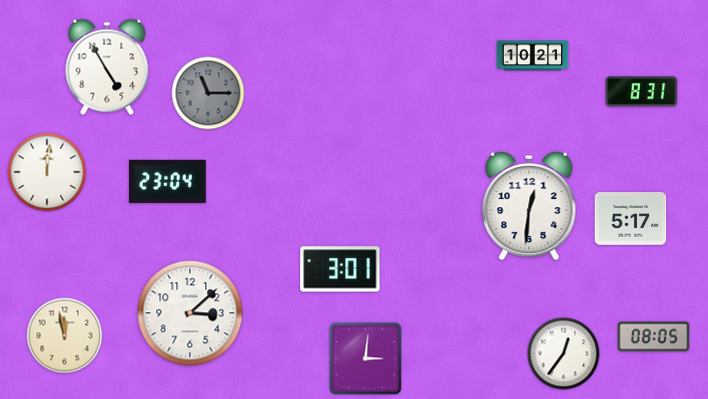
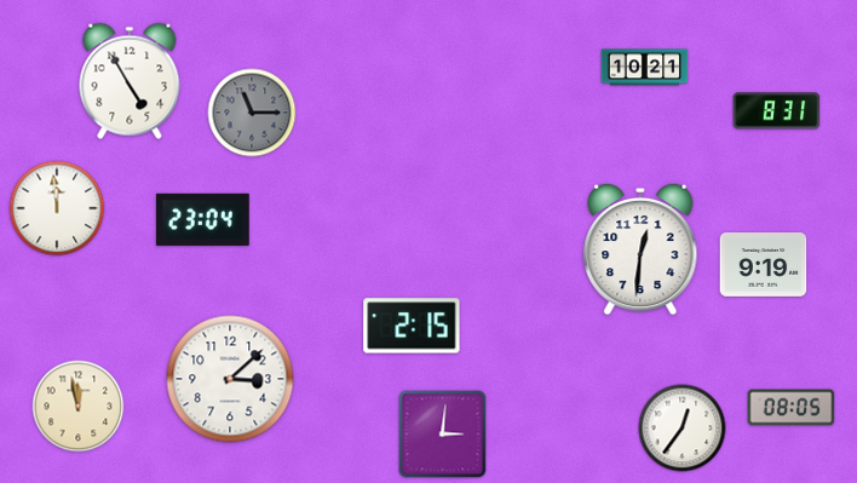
clock at (47, 172): 12:01 -> 11:59
clock at (631, 219): 5:17 -> 9:19
clock at (340, 269): 3:01 -> 2:15
